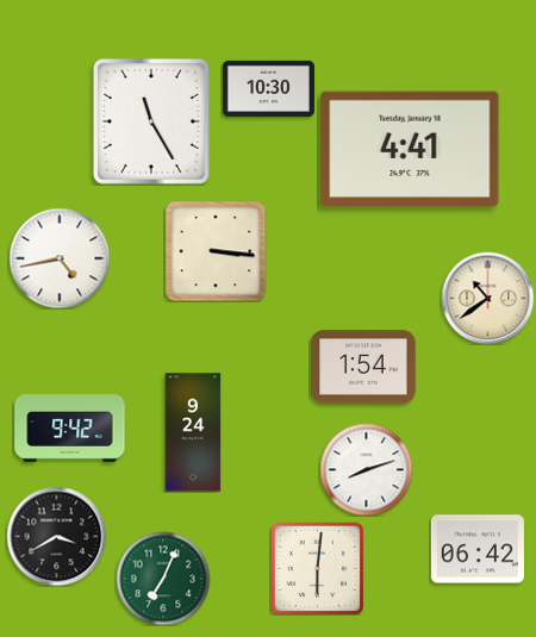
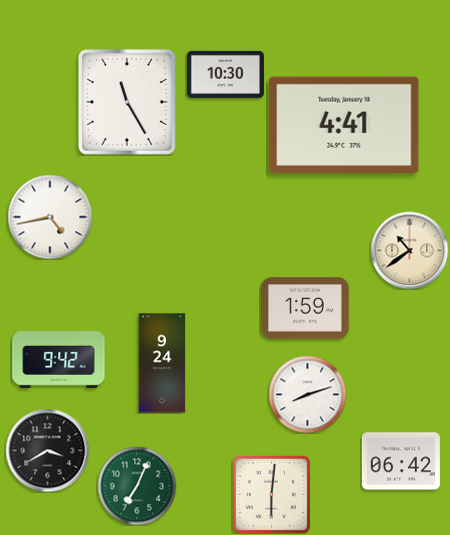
clock at (216, 251): 3:16 -> none
clock at (363, 367): 1:54 -> 1:59
clock at (317, 568) position: (317, 568) -> (271, 494)
